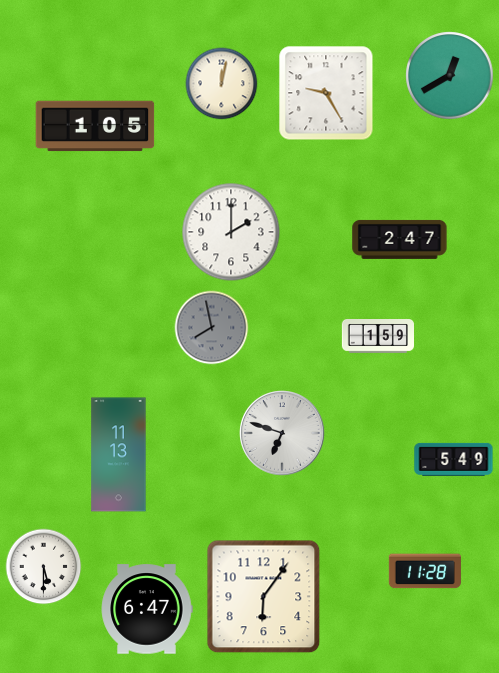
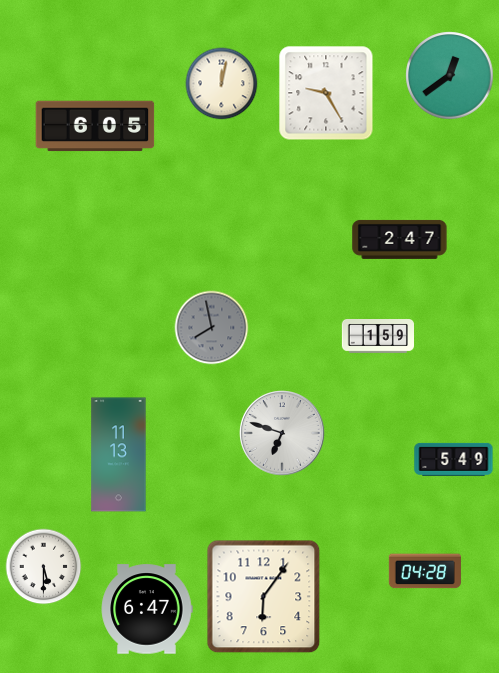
clock at (450, 76): 12:40 -> 12:39
clock at (95, 126): 1:05 -> 6:05
clock at (231, 232): 2:00 -> none
clock at (425, 571): 11:28 -> 04:28
